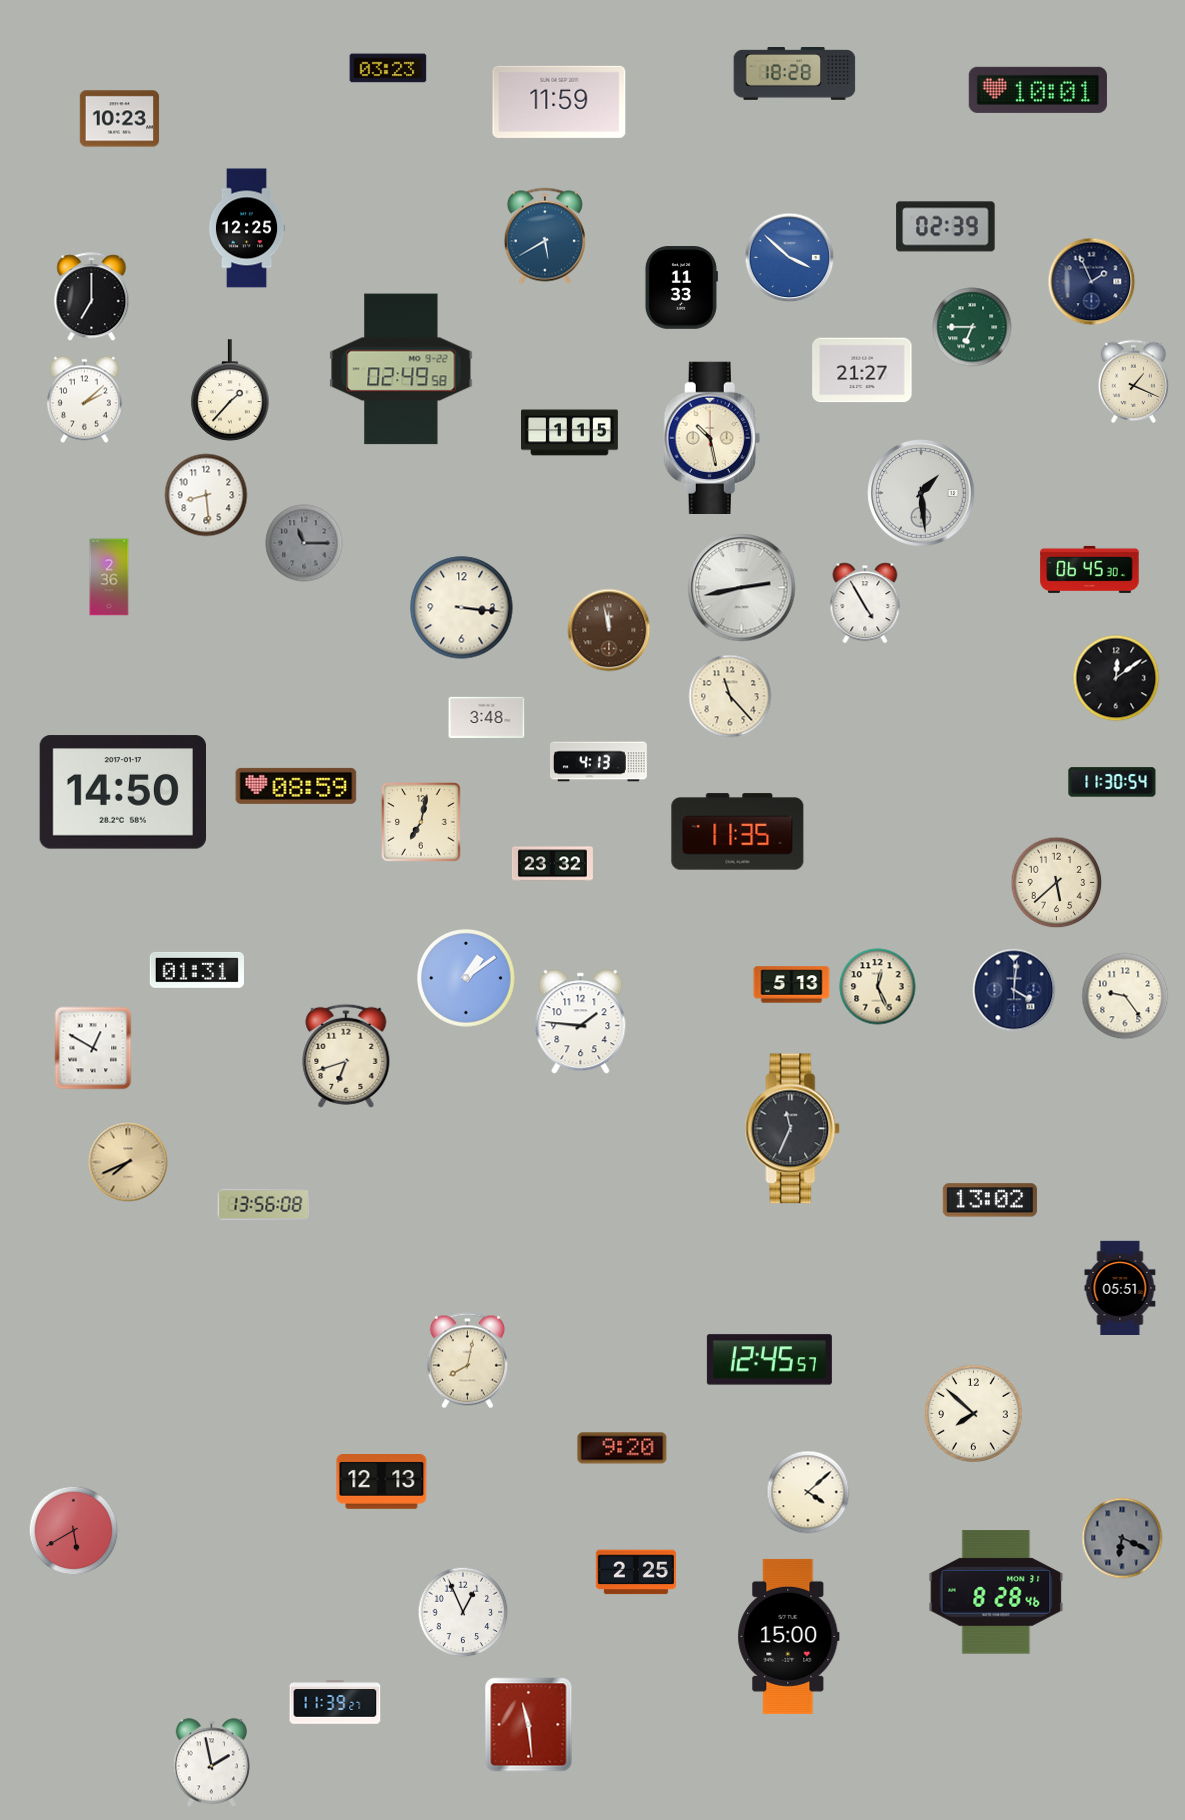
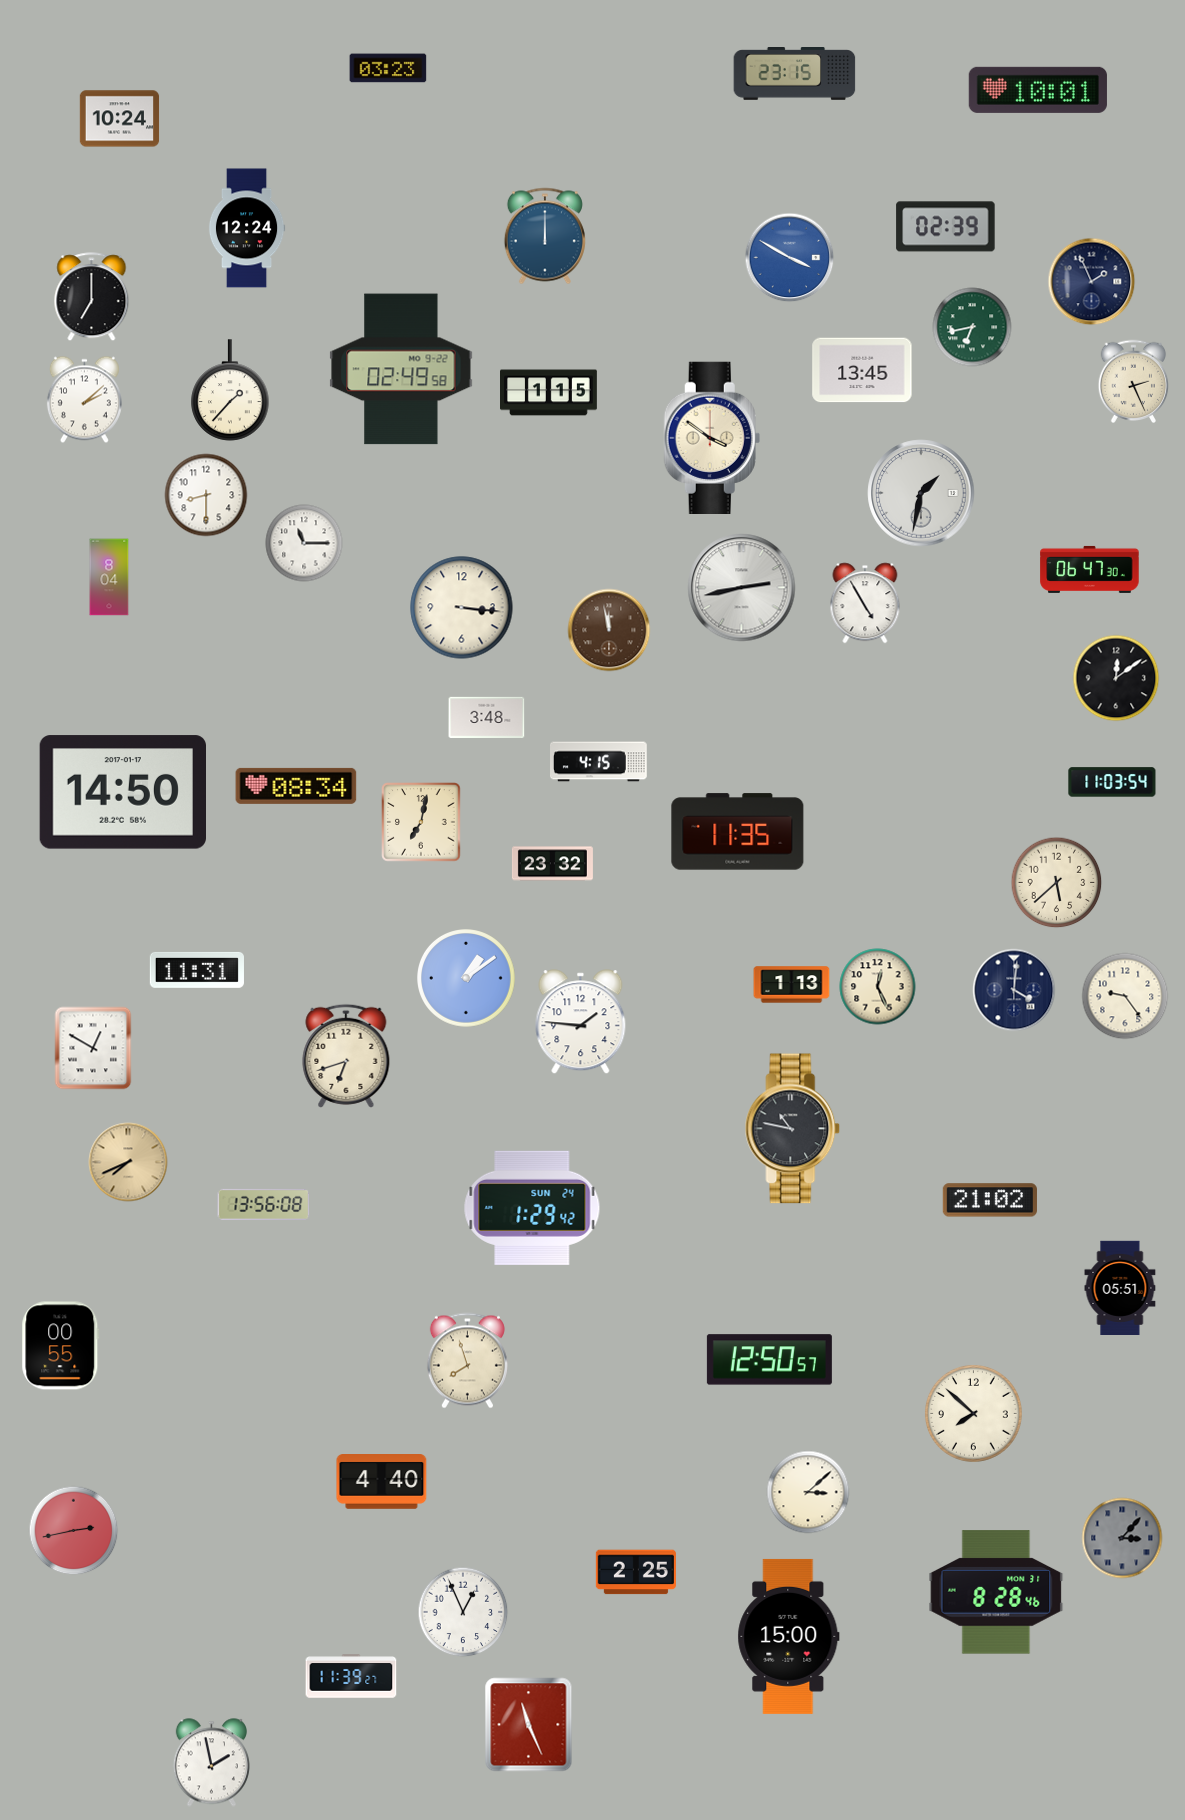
clock at (795, 74): 18:28 -> 23:15
clock at (559, 102): 11:59 -> none
clock at (120, 119): 10:23 -> 10:24
clock at (247, 228): 12:25 -> 12:24
clock at (545, 236): 5:40 -> 12:00
clock at (790, 258): 3:52 -> 3:50
clock at (681, 288): 11:33 -> none
clock at (972, 327): 6:45 -> 6:43
clock at (862, 370): 21:27 -> 13:45
clock at (1134, 381): 1:19 -> 2:26
clock at (570, 433) position: (570, 433) -> (549, 393)
clock at (712, 437): 10:28 -> 3:51
clock at (921, 493): 1:29 -> 1:32
clock at (206, 495): 8:29 -> 8:30
clock at (304, 543) dial: grey -> white
clock at (1090, 569): 06:45 -> 06:47
clock at (109, 577): 2:36 -> 8:04
clock at (730, 696): 11:23 -> none
clock at (599, 762): 4:13 -> 4:15
clock at (1112, 782): 11:30 -> 11:03
clock at (296, 786): 08:59 -> 08:34
clock at (197, 970): 01:31 -> 11:31
clock at (792, 985): 5:13 -> 1:13
clock at (793, 1129): 11:34 -> 10:47
clock at (990, 1200): 13:02 -> 21:02
clock at (532, 1208): none -> 1:29
clock at (61, 1346): none -> 00:55
clock at (769, 1360): 12:45 -> 12:50
clock at (467, 1361): 8:02 -> 7:57
clock at (622, 1448): 9:20 -> none
clock at (382, 1482): 12:13 -> 4:40
clock at (808, 1492): 4:08 -> 3:08
clock at (74, 1531): 5:40 -> 2:43
clock at (1122, 1538): 6:19 -> 3:07
clock at (335, 1702) position: (335, 1702) -> (351, 1676)
clock at (529, 1725): 11:29 -> 11:26
